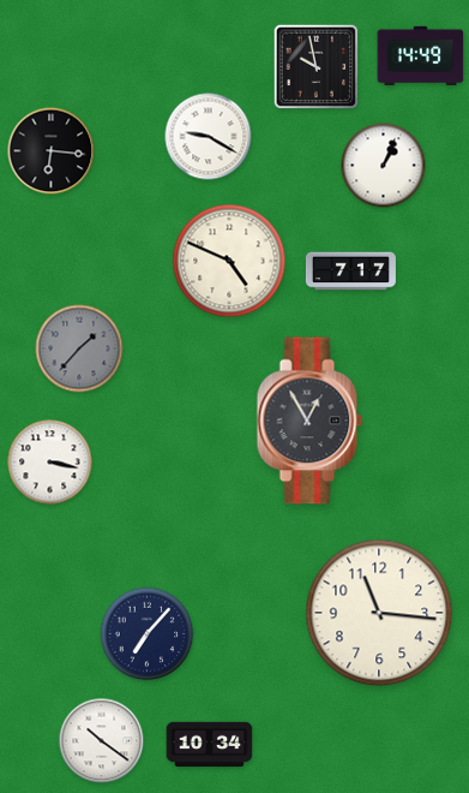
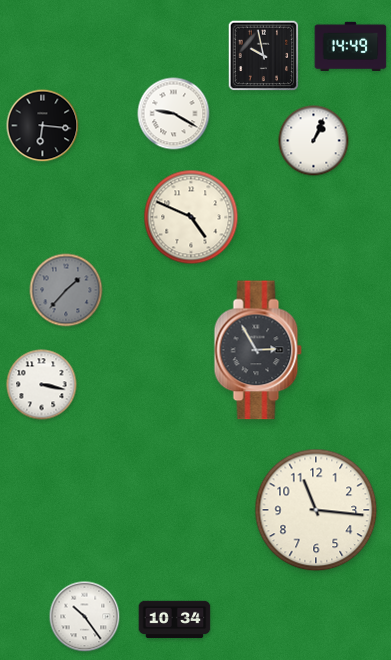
clock at (384, 166) position: (384, 166) -> (314, 141)
clock at (350, 272): 7:17 -> none
clock at (309, 421): 12:55 -> 2:55
clock at (148, 634): 7:07 -> none
clock at (102, 741): 10:21 -> 10:24
